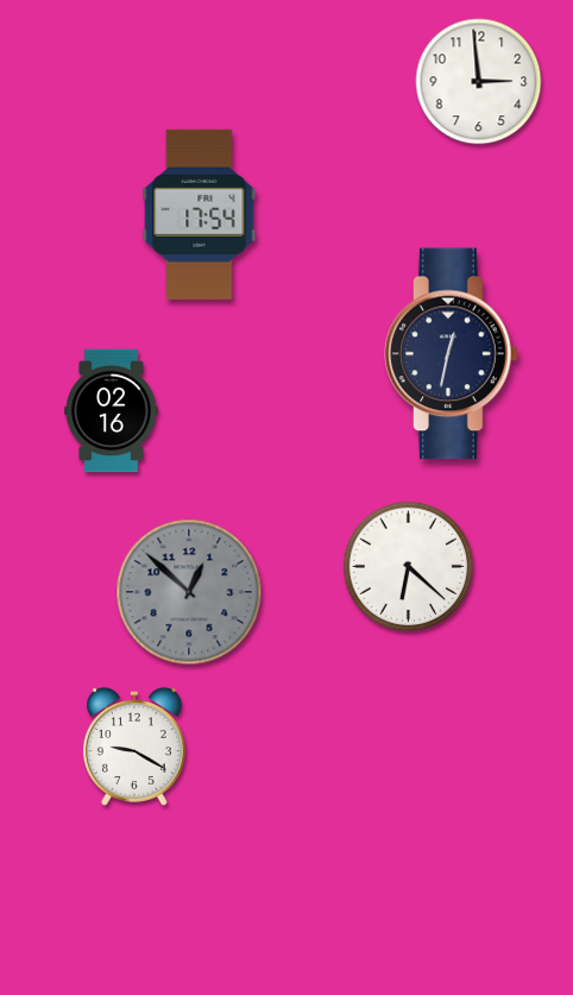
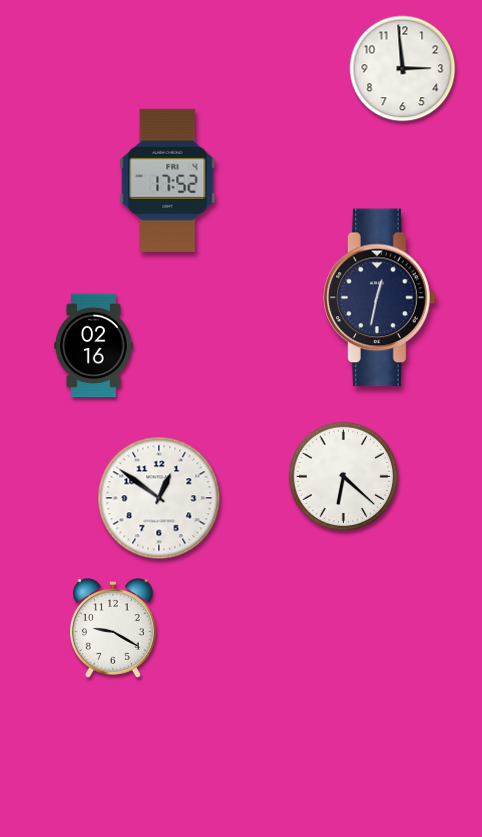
clock at (200, 214): 17:54 -> 17:52
clock at (189, 592): 12:52 -> 12:51
clock at (189, 592) dial: grey -> white
